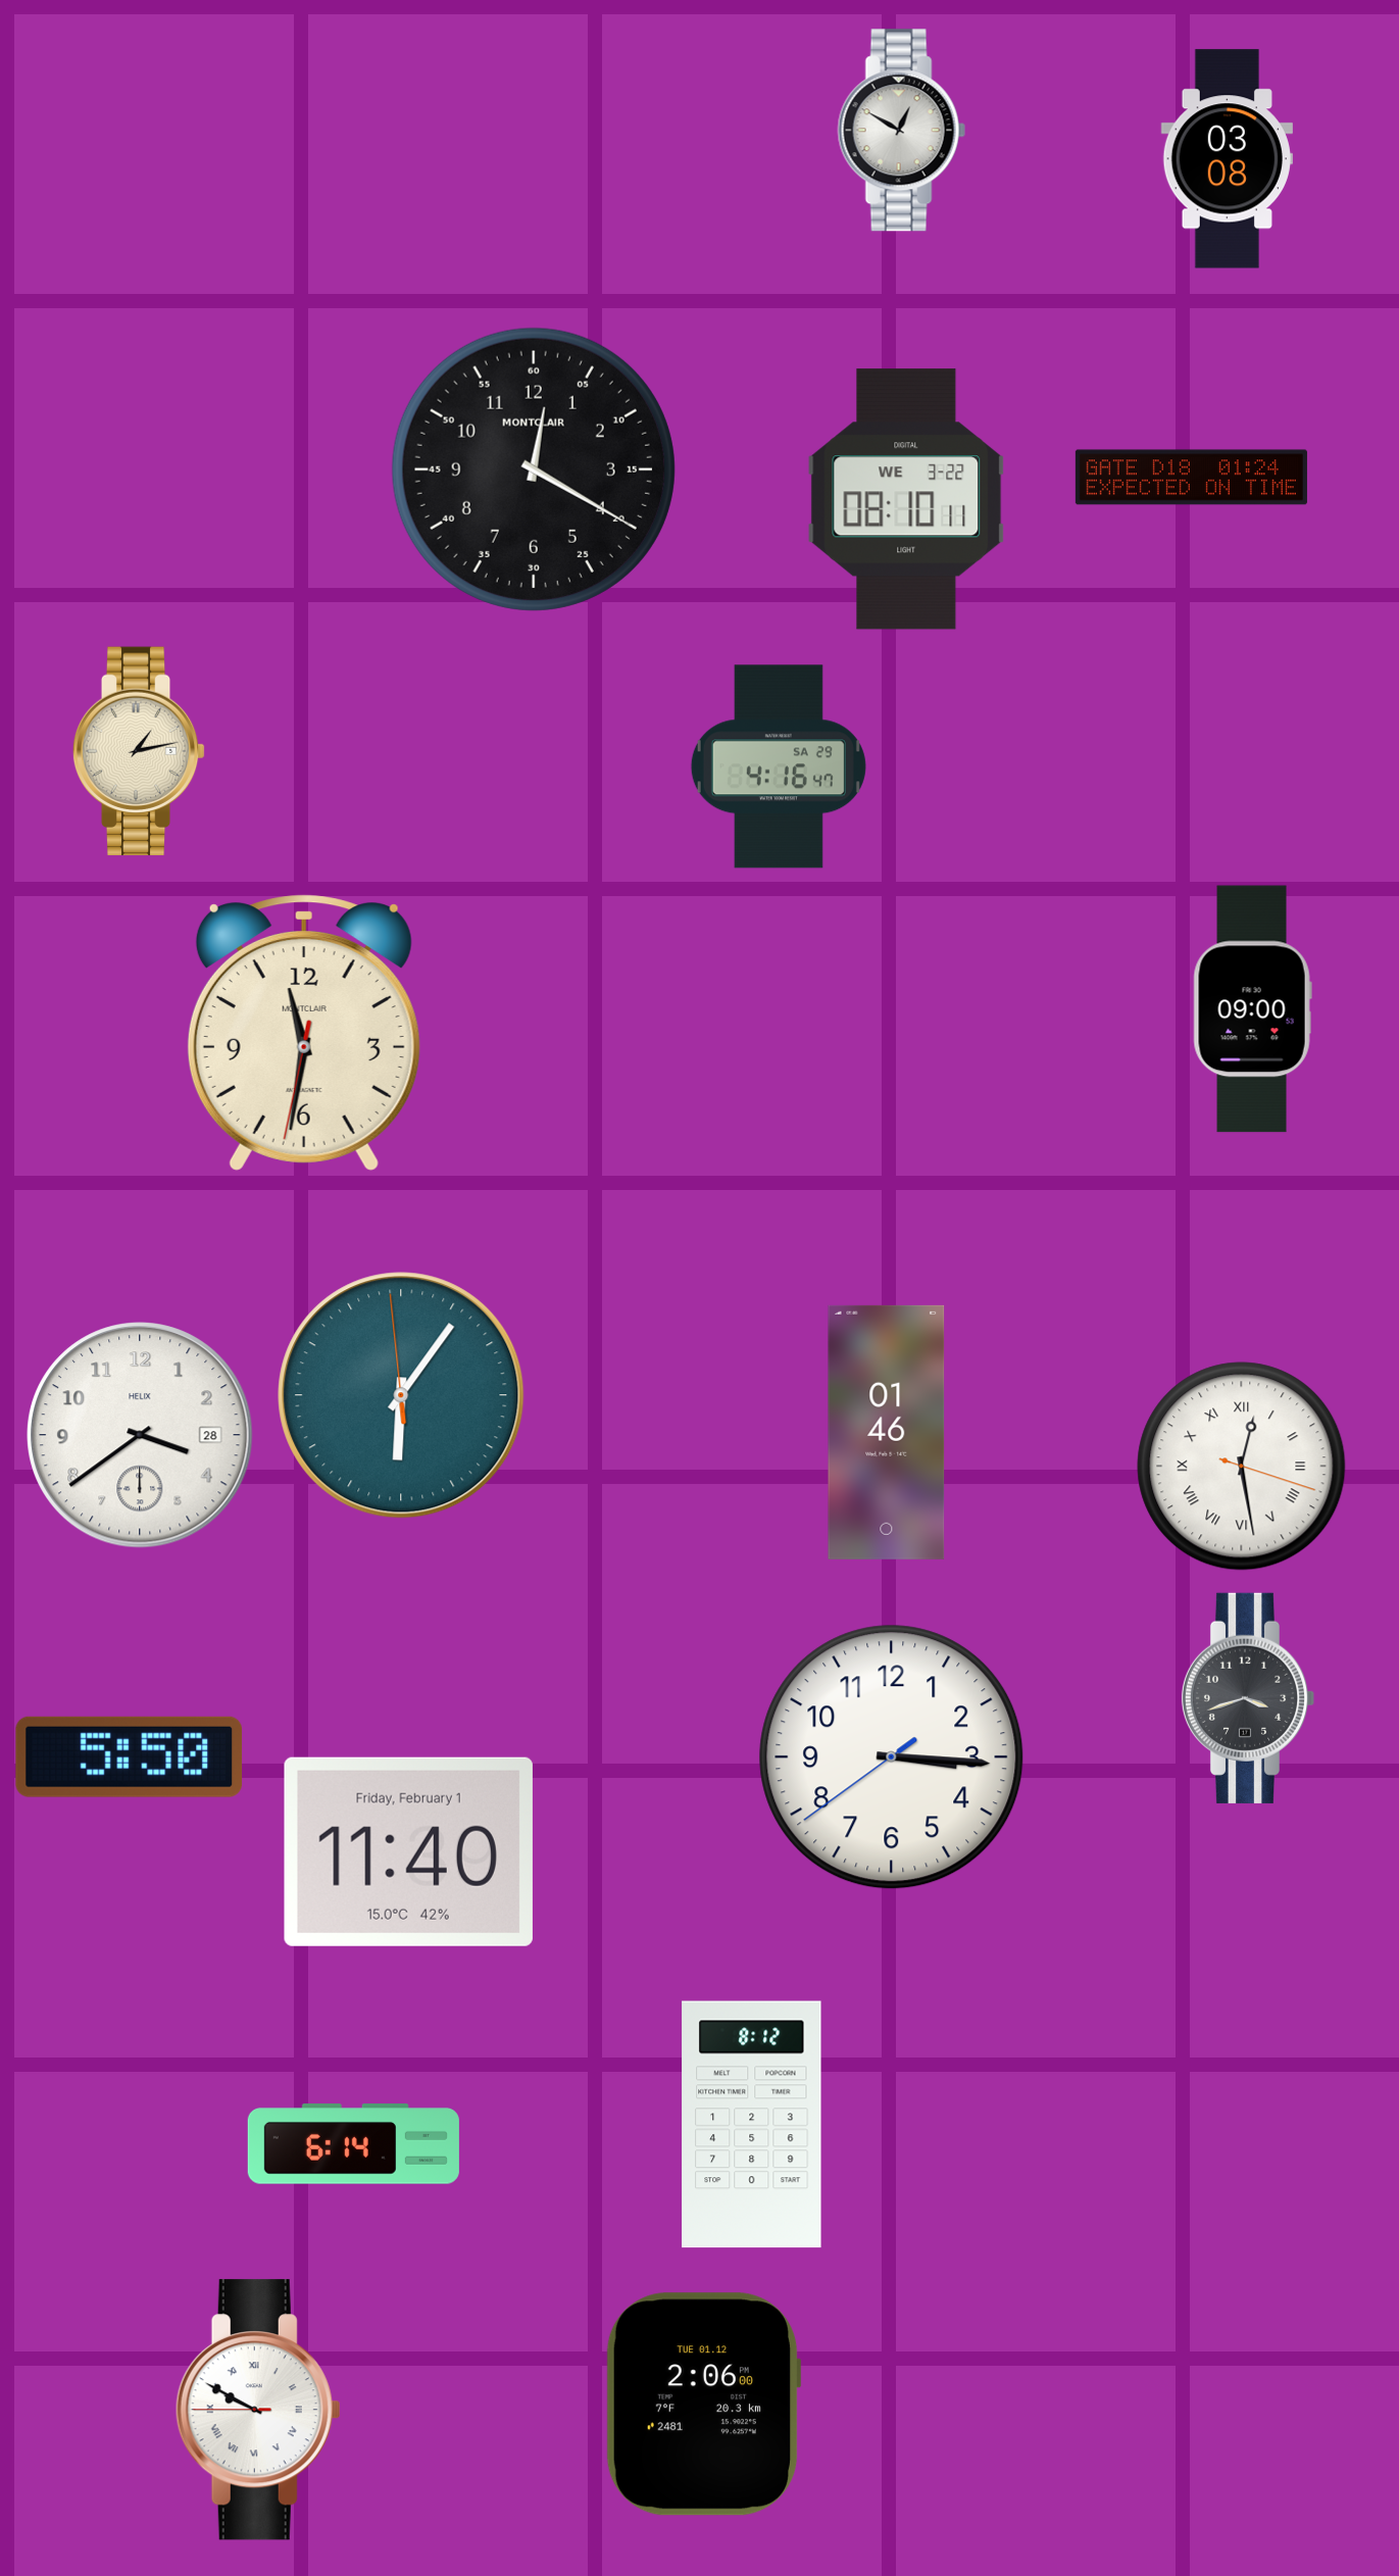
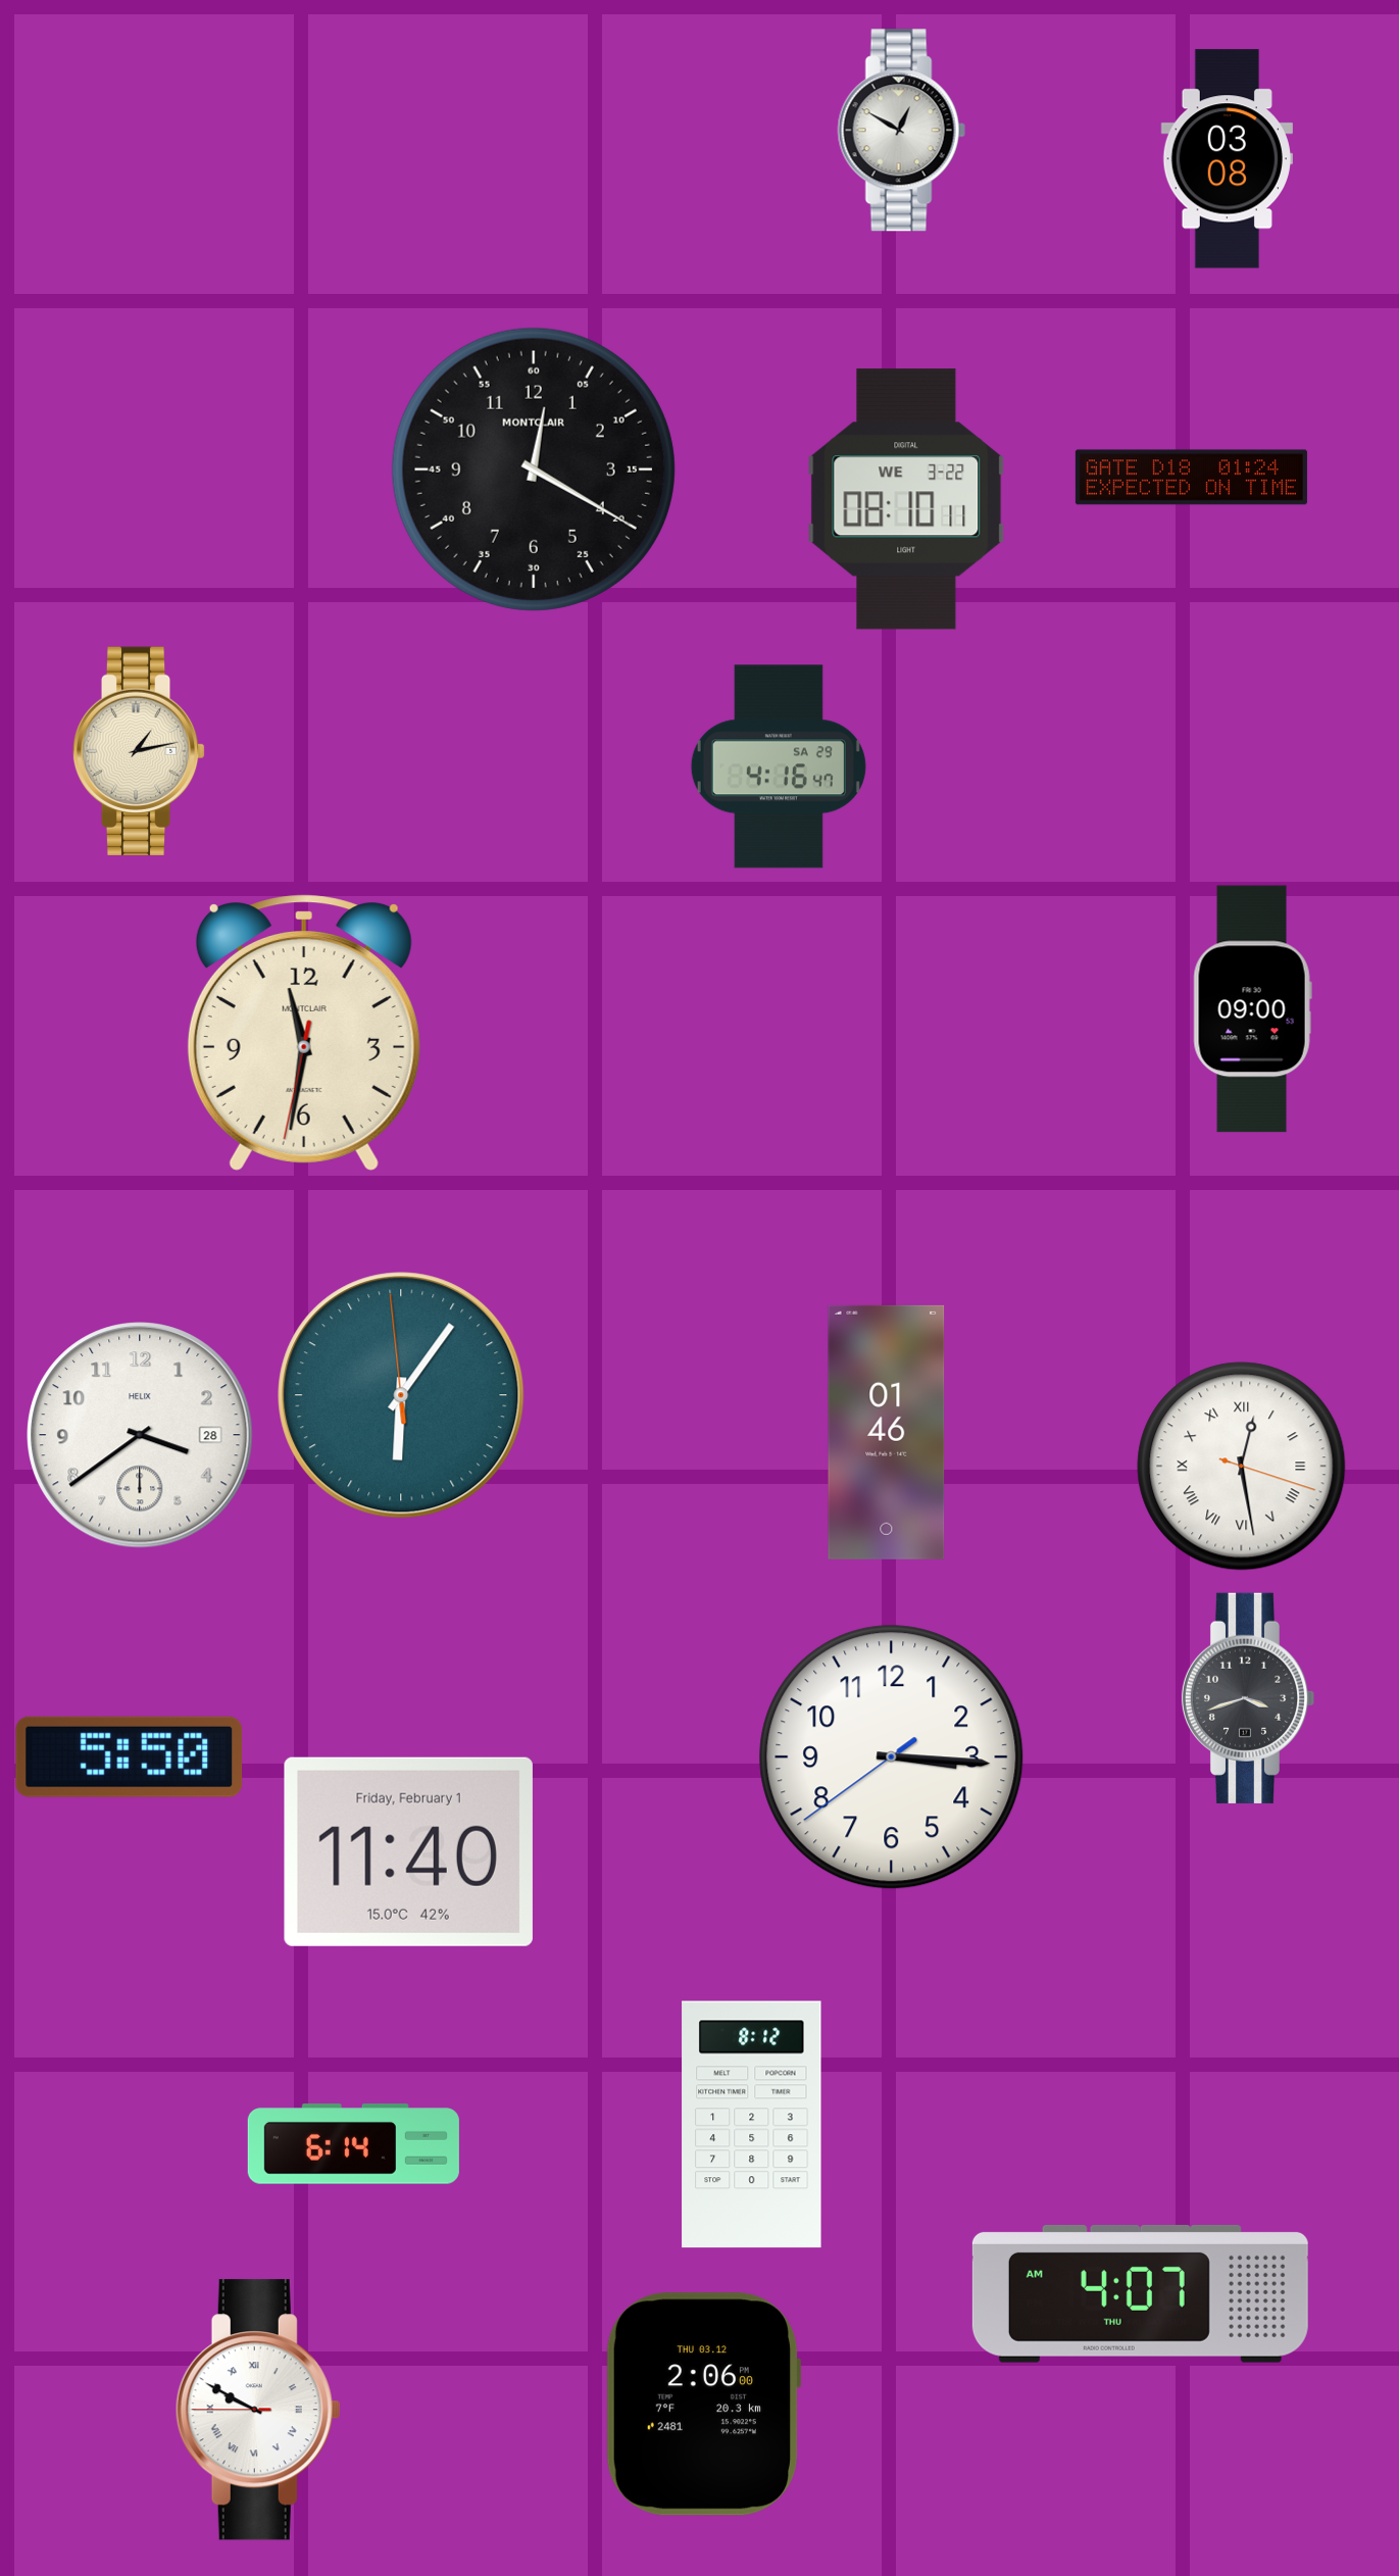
clock at (1140, 2293): none -> 4:07
clock at (703, 2405) date: TUE 01.12 -> THU 03.12
